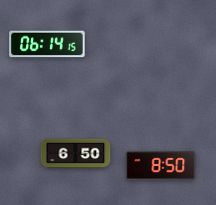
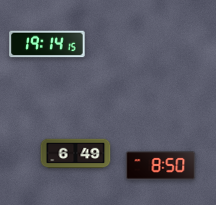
clock at (47, 44): 06:14 -> 19:14
clock at (76, 154): 6:50 -> 6:49
